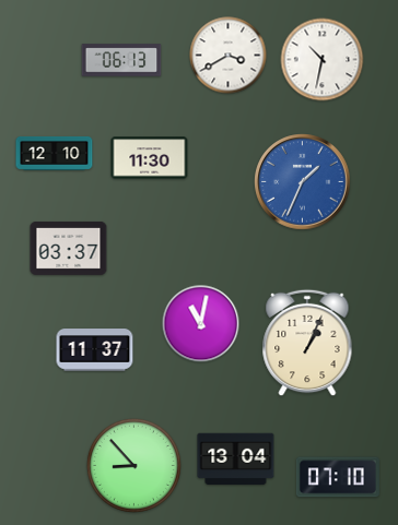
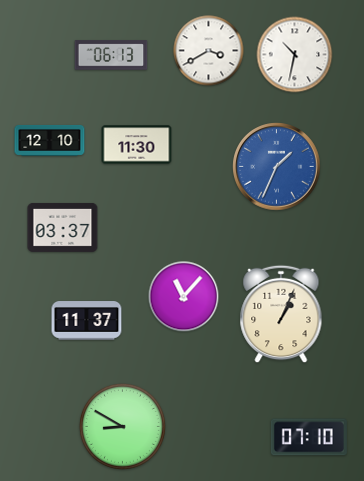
clock at (201, 324): 11:02 -> 11:07
clock at (236, 460): 13:04 -> none
clock at (133, 465): 8:53 -> 8:50
